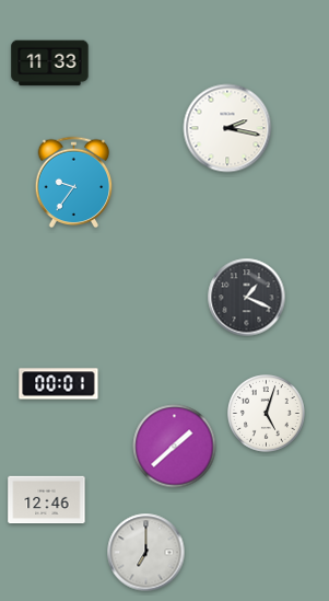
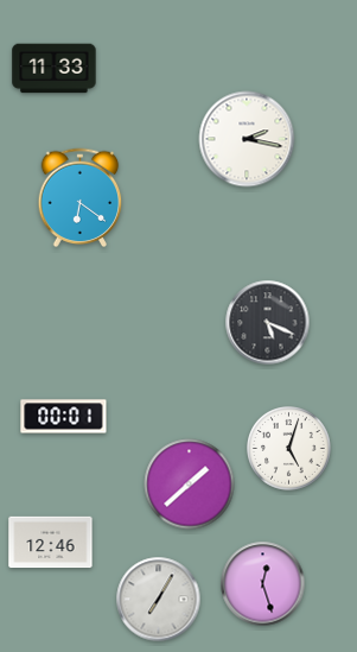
clock at (74, 183): 9:36 -> 6:21
clock at (247, 298): 1:19 -> 5:19
clock at (263, 584): none -> 12:27
clock at (146, 553): 7:00 -> 7:05
